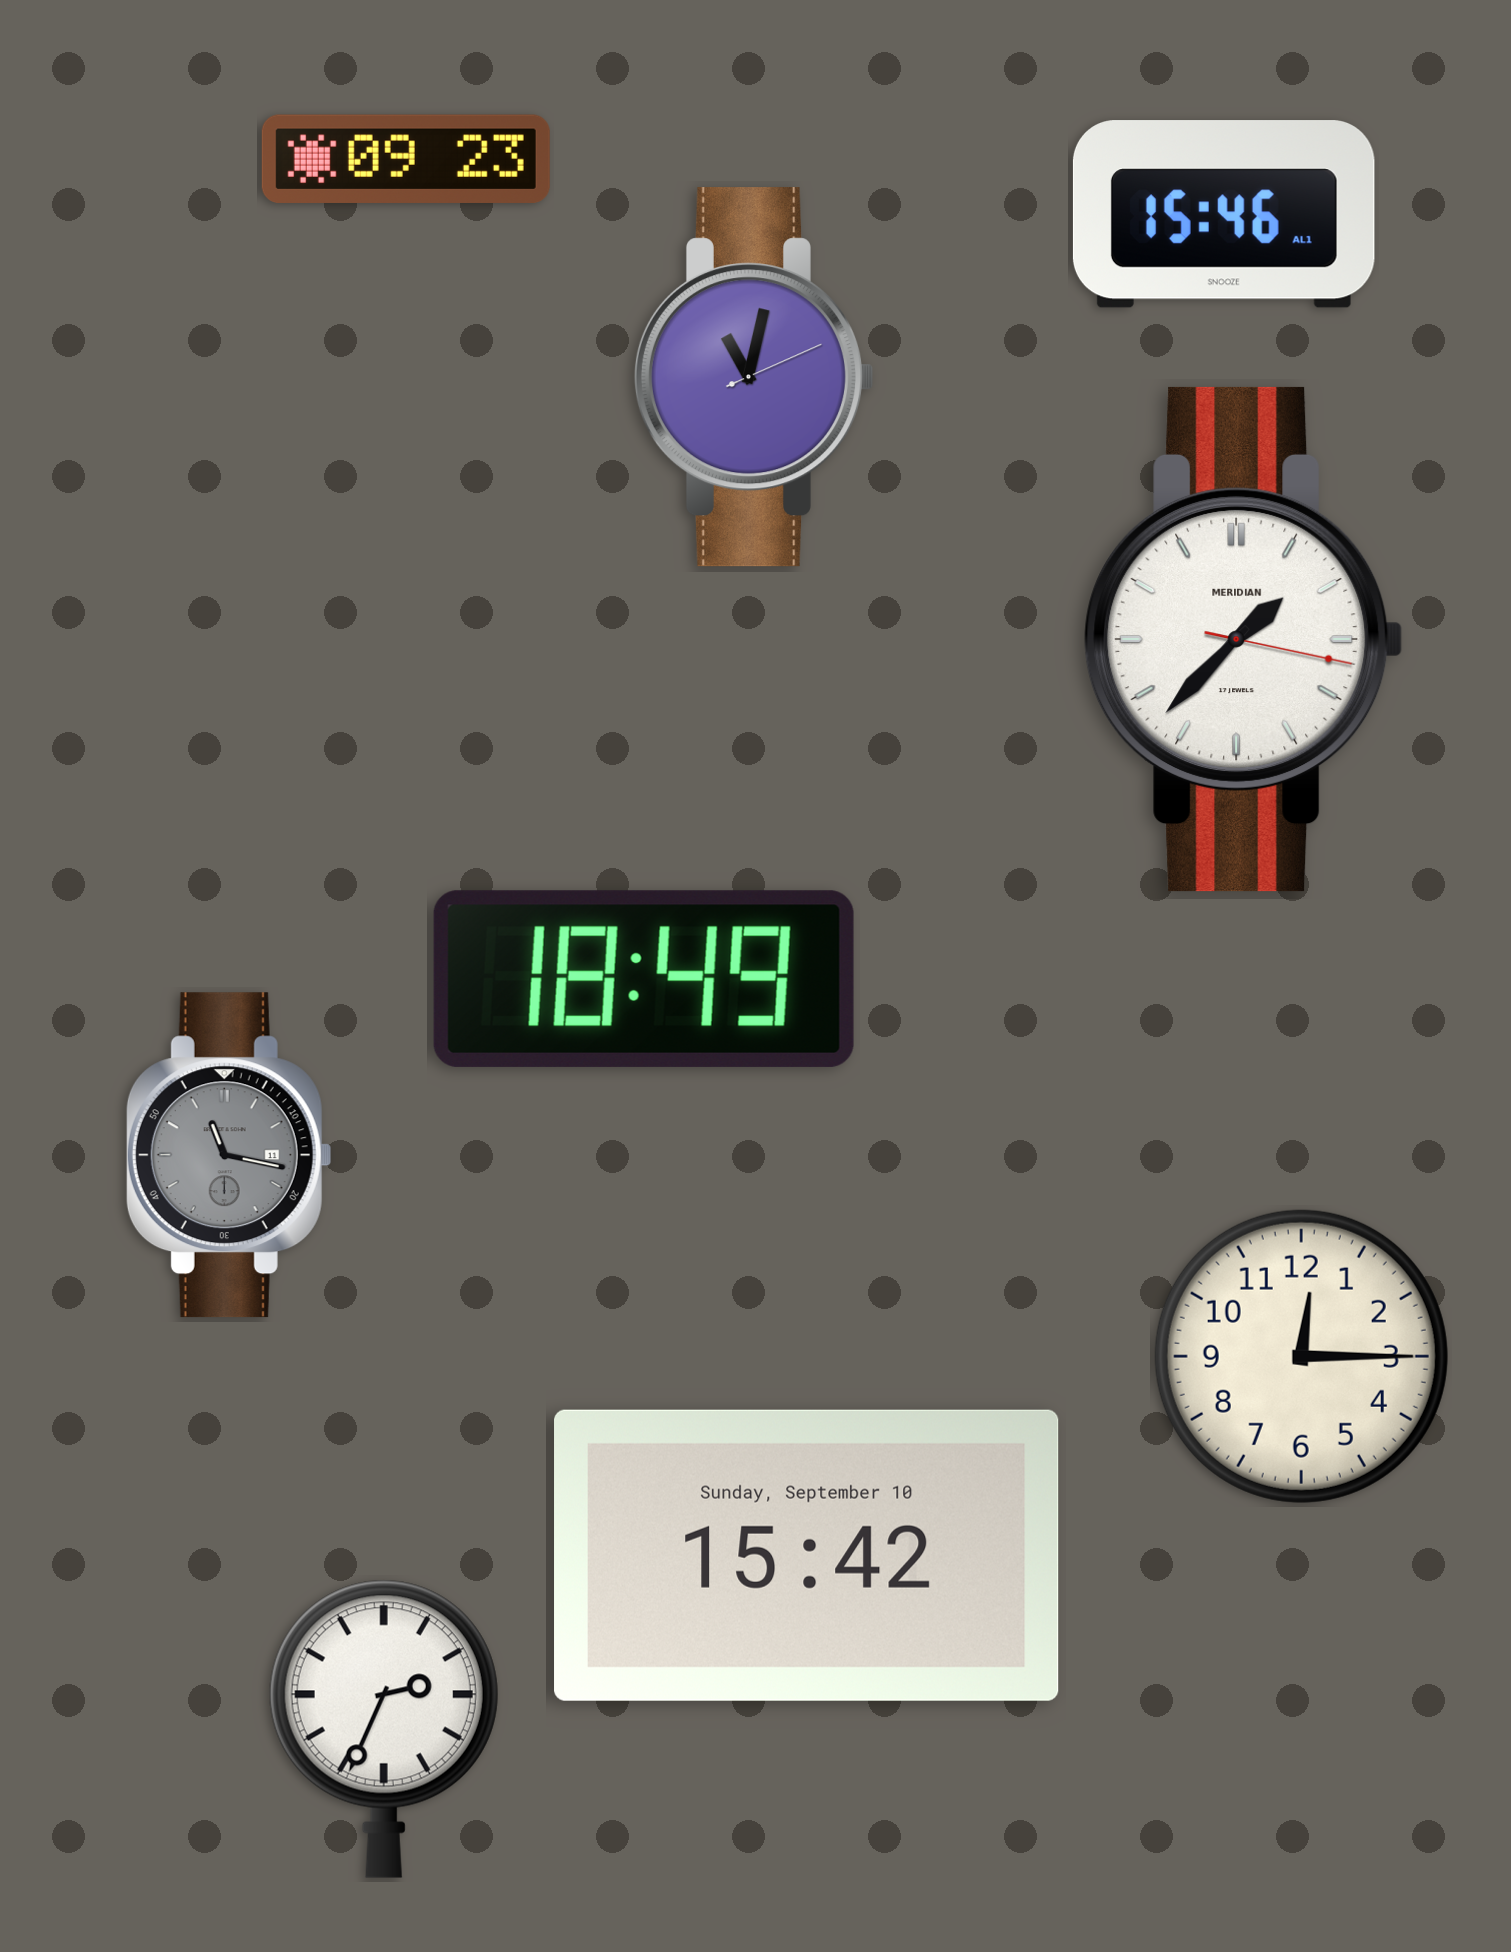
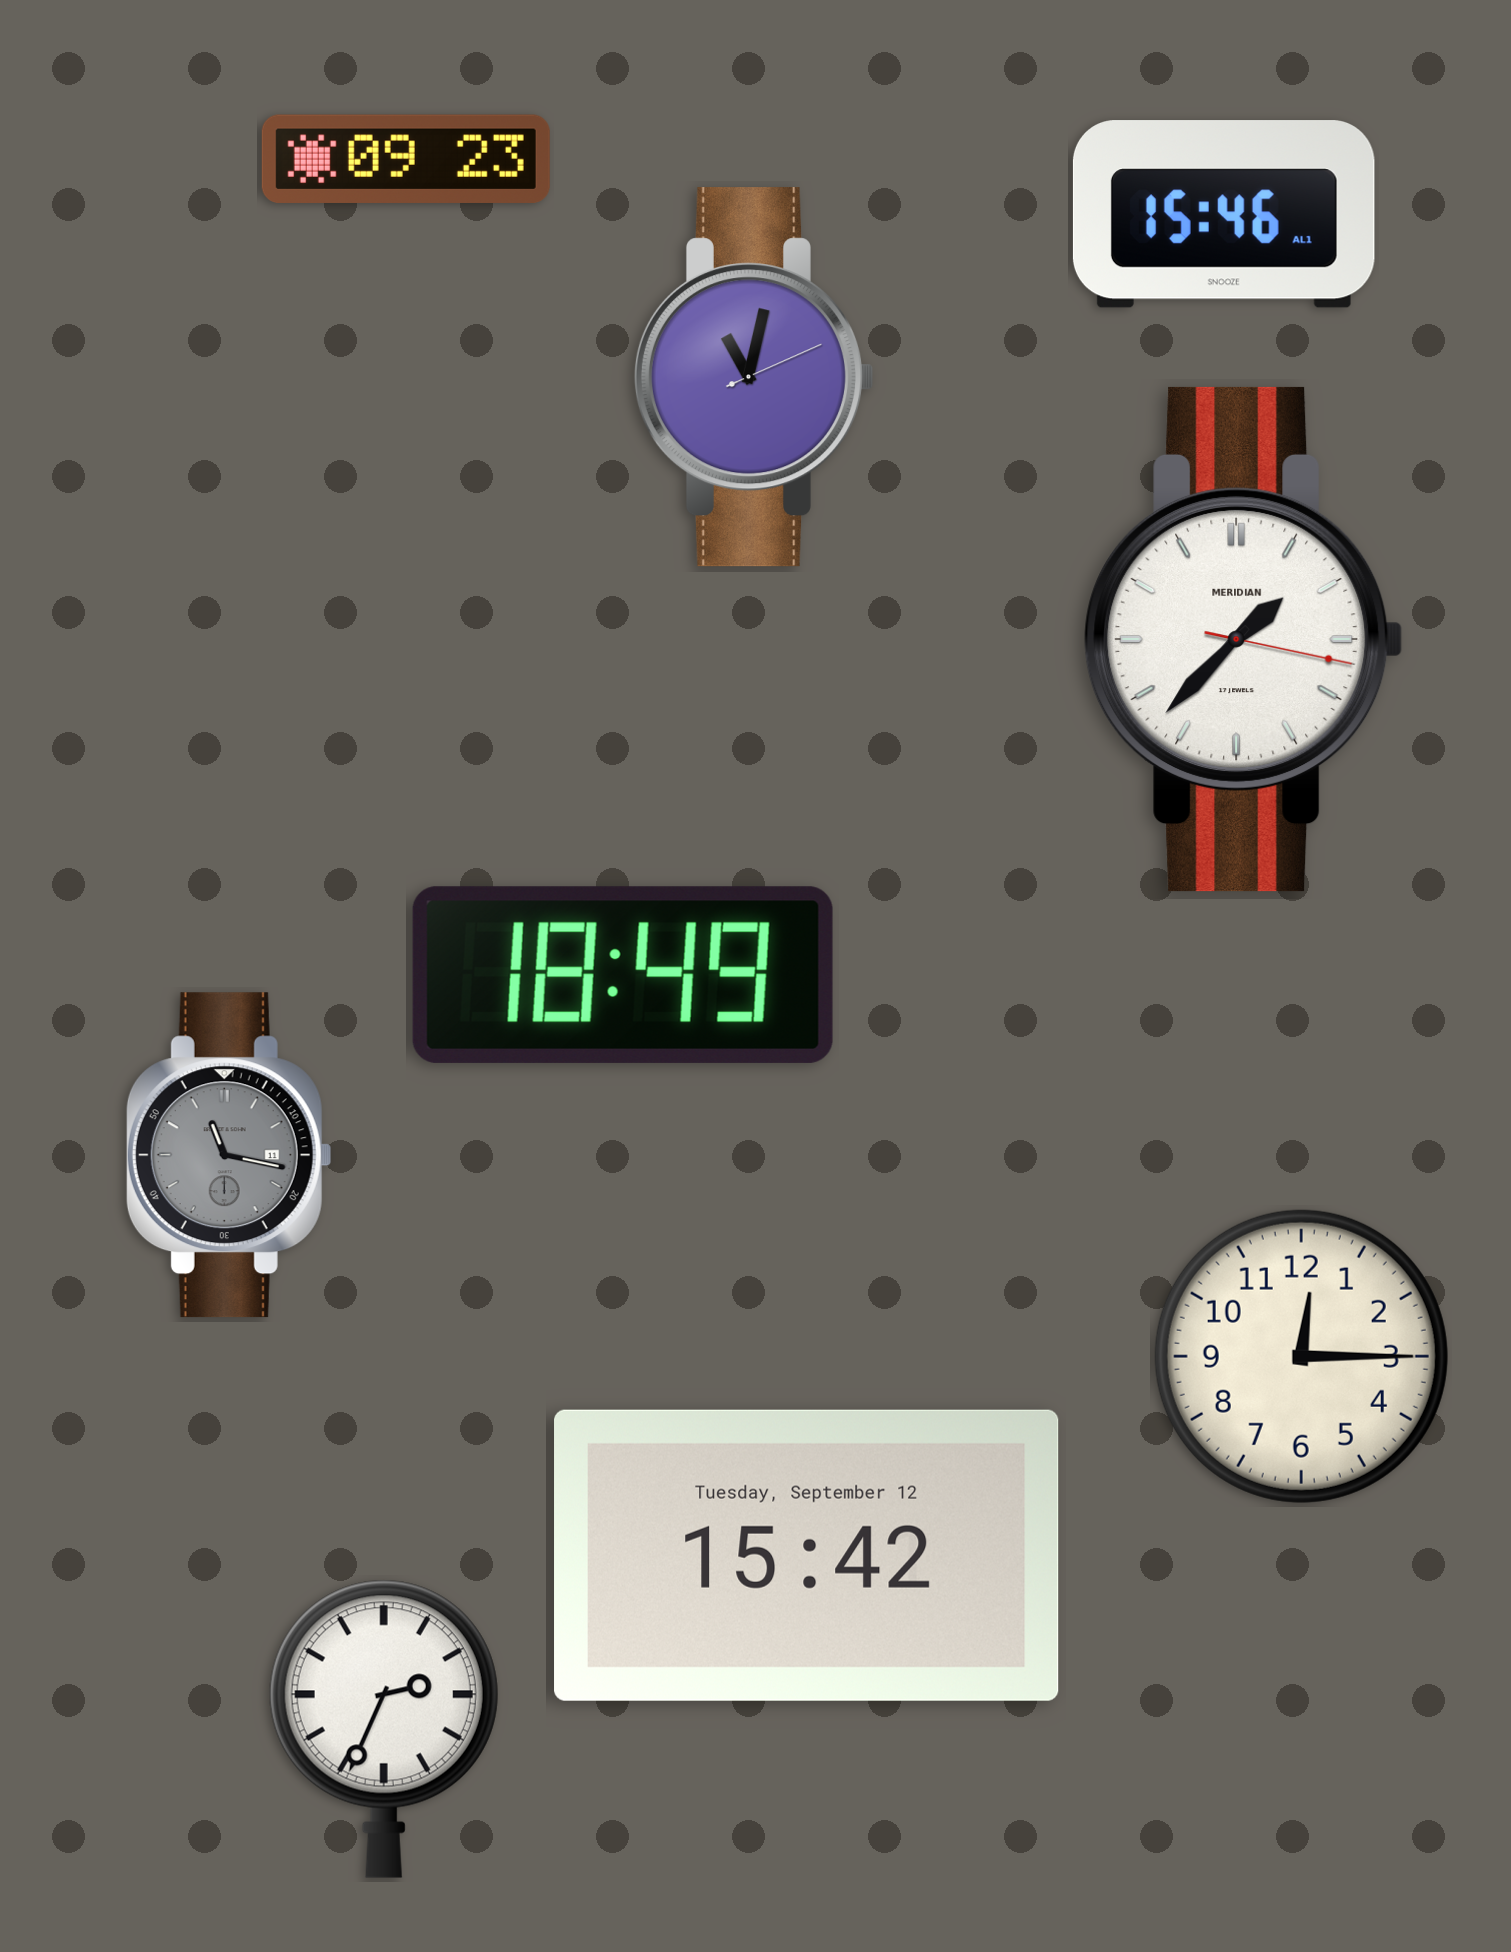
clock at (644, 979) position: (644, 979) -> (623, 975)
clock at (807, 1555) date: Sunday, September 10 -> Tuesday, September 12
